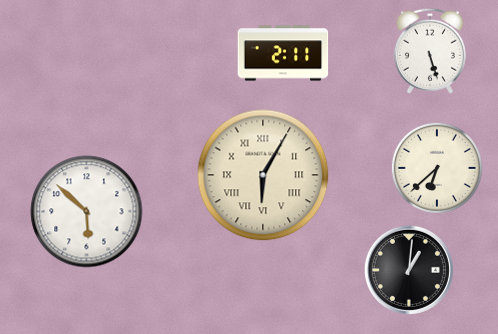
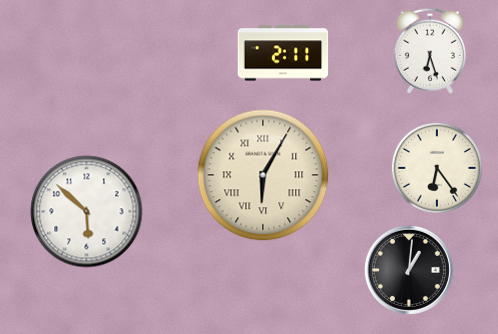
clock at (430, 51): 5:27 -> 6:27
clock at (437, 168): 6:38 -> 6:24
